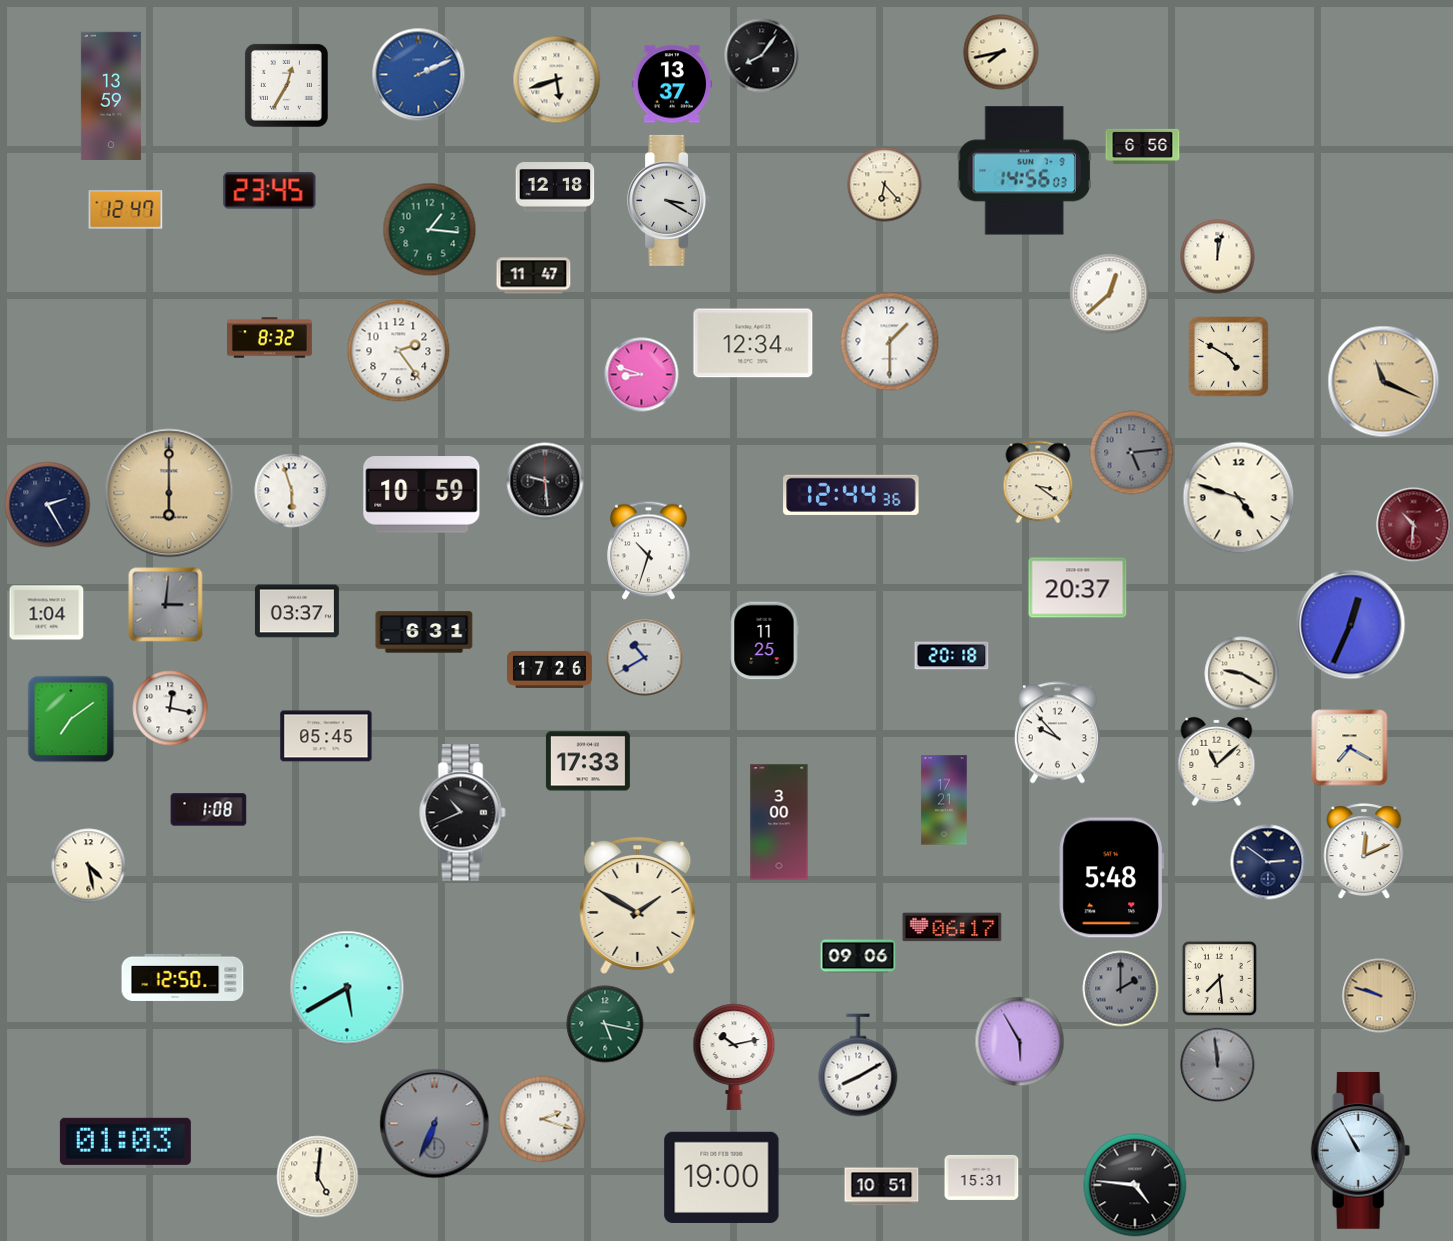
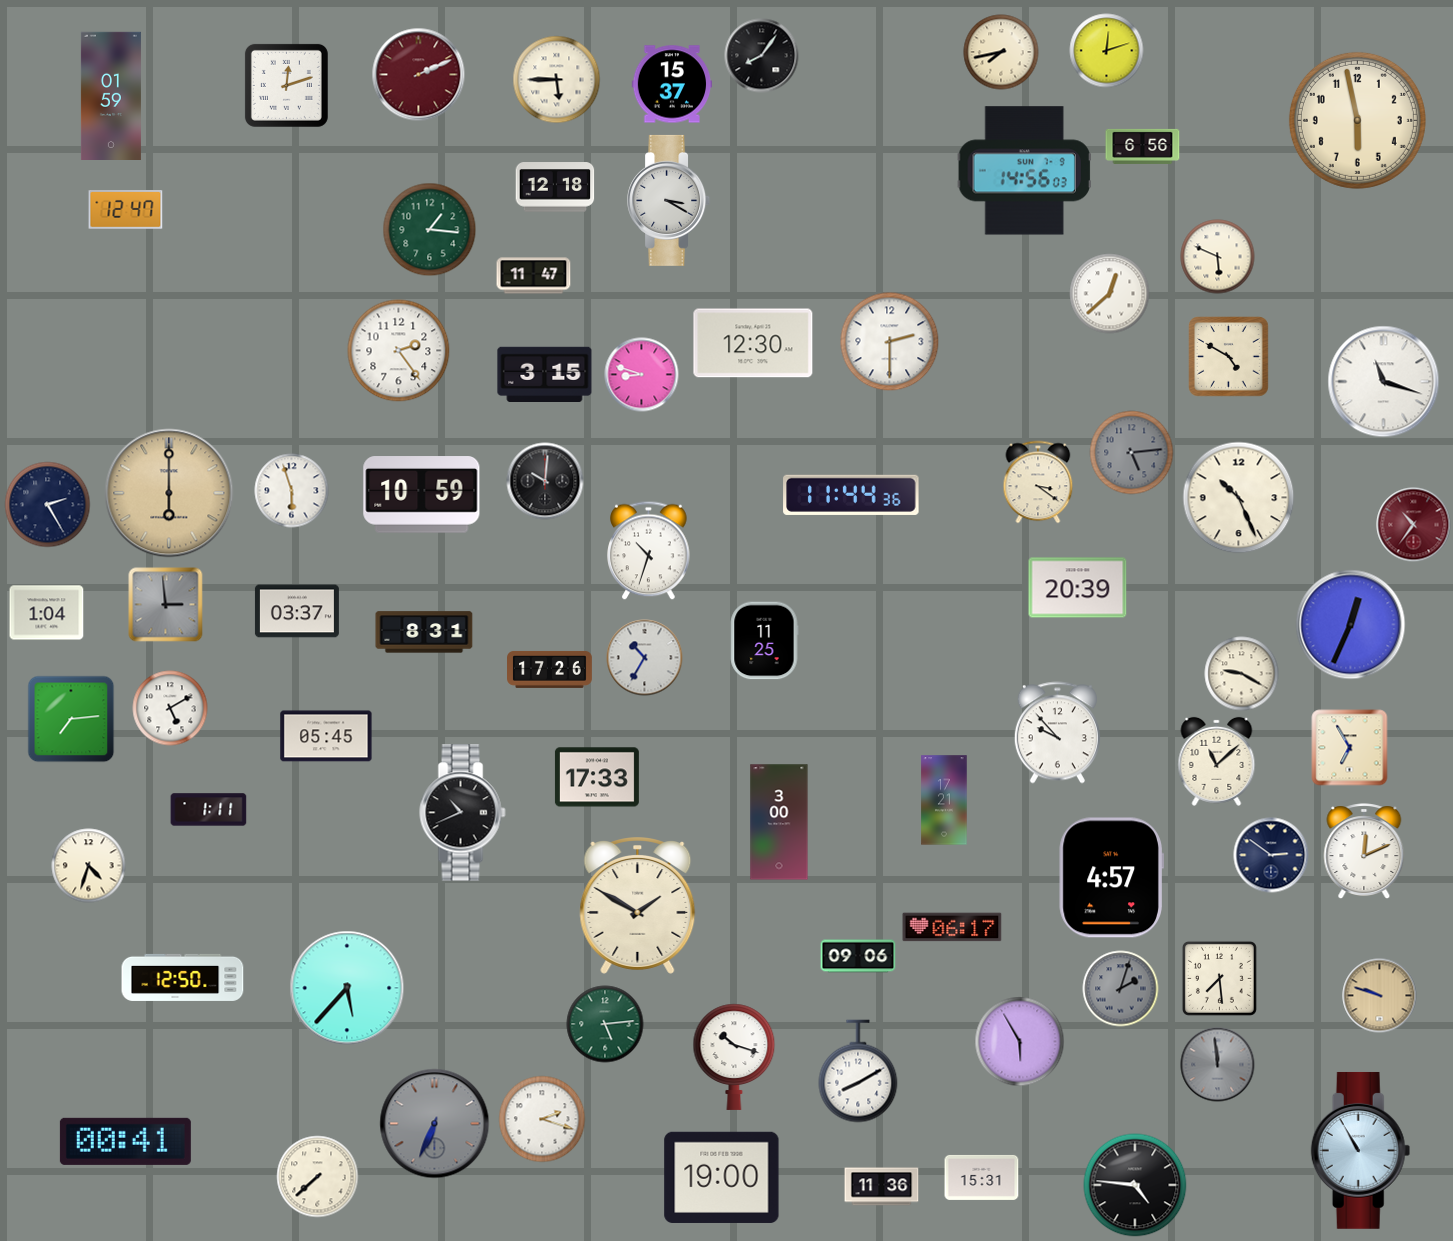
clock at (1107, 51): none -> 12:12
clock at (419, 75) dial: blue -> burgundy
clock at (557, 80): 5:42 -> 5:45
clock at (672, 84): 13:37 -> 15:37
clock at (286, 85): 12:35 -> 12:12
clock at (111, 95): 13:59 -> 01:59
clock at (1357, 120): none -> 5:58
clock at (885, 185): 6:23 -> none
clock at (270, 191): 23:45 -> none
clock at (1218, 257): 12:02 -> 5:49
clock at (270, 338): 8:32 -> none
clock at (890, 342): 1:30 -> 2:30
clock at (753, 343): 12:34 -> 12:30
clock at (545, 375): none -> 3:15
clock at (1384, 382): 11:19 -> 11:18
clock at (1384, 382) dial: champagne -> white
clock at (545, 481): 9:29 -> 10:01
clock at (851, 495): 12:44 -> 11:44
clock at (1239, 498): 4:48 -> 10:26
clock at (1414, 525): 10:31 -> 10:36
clock at (1078, 588): 20:37 -> 20:39
clock at (166, 605): 3:01 -> 2:59
clock at (424, 632): 6:31 -> 8:31
clock at (952, 656): 20:18 -> none
clock at (645, 658): 10:40 -> 10:35
clock at (170, 708): 12:17 -> 5:10
clock at (71, 719): 7:09 -> 7:14
clock at (1350, 748): 7:20 -> 6:55
clock at (588, 761) position: (588, 761) -> (597, 777)
clock at (209, 810): 1:08 -> 1:11
clock at (1268, 862) position: (1268, 862) -> (1271, 855)
clock at (89, 866): 4:28 -> 4:33
clock at (1111, 878): 5:48 -> 4:57
clock at (347, 988): 5:40 -> 5:37
clock at (1121, 989): 2:00 -> 2:03
clock at (605, 1024): 5:17 -> 5:14
clock at (734, 1057): 10:13 -> 10:18
clock at (858, 1065) position: (858, 1065) -> (858, 1071)
clock at (125, 1141): 01:03 -> 00:41
clock at (318, 1177): 5:01 -> 7:38
clock at (882, 1187): 10:51 -> 11:36
